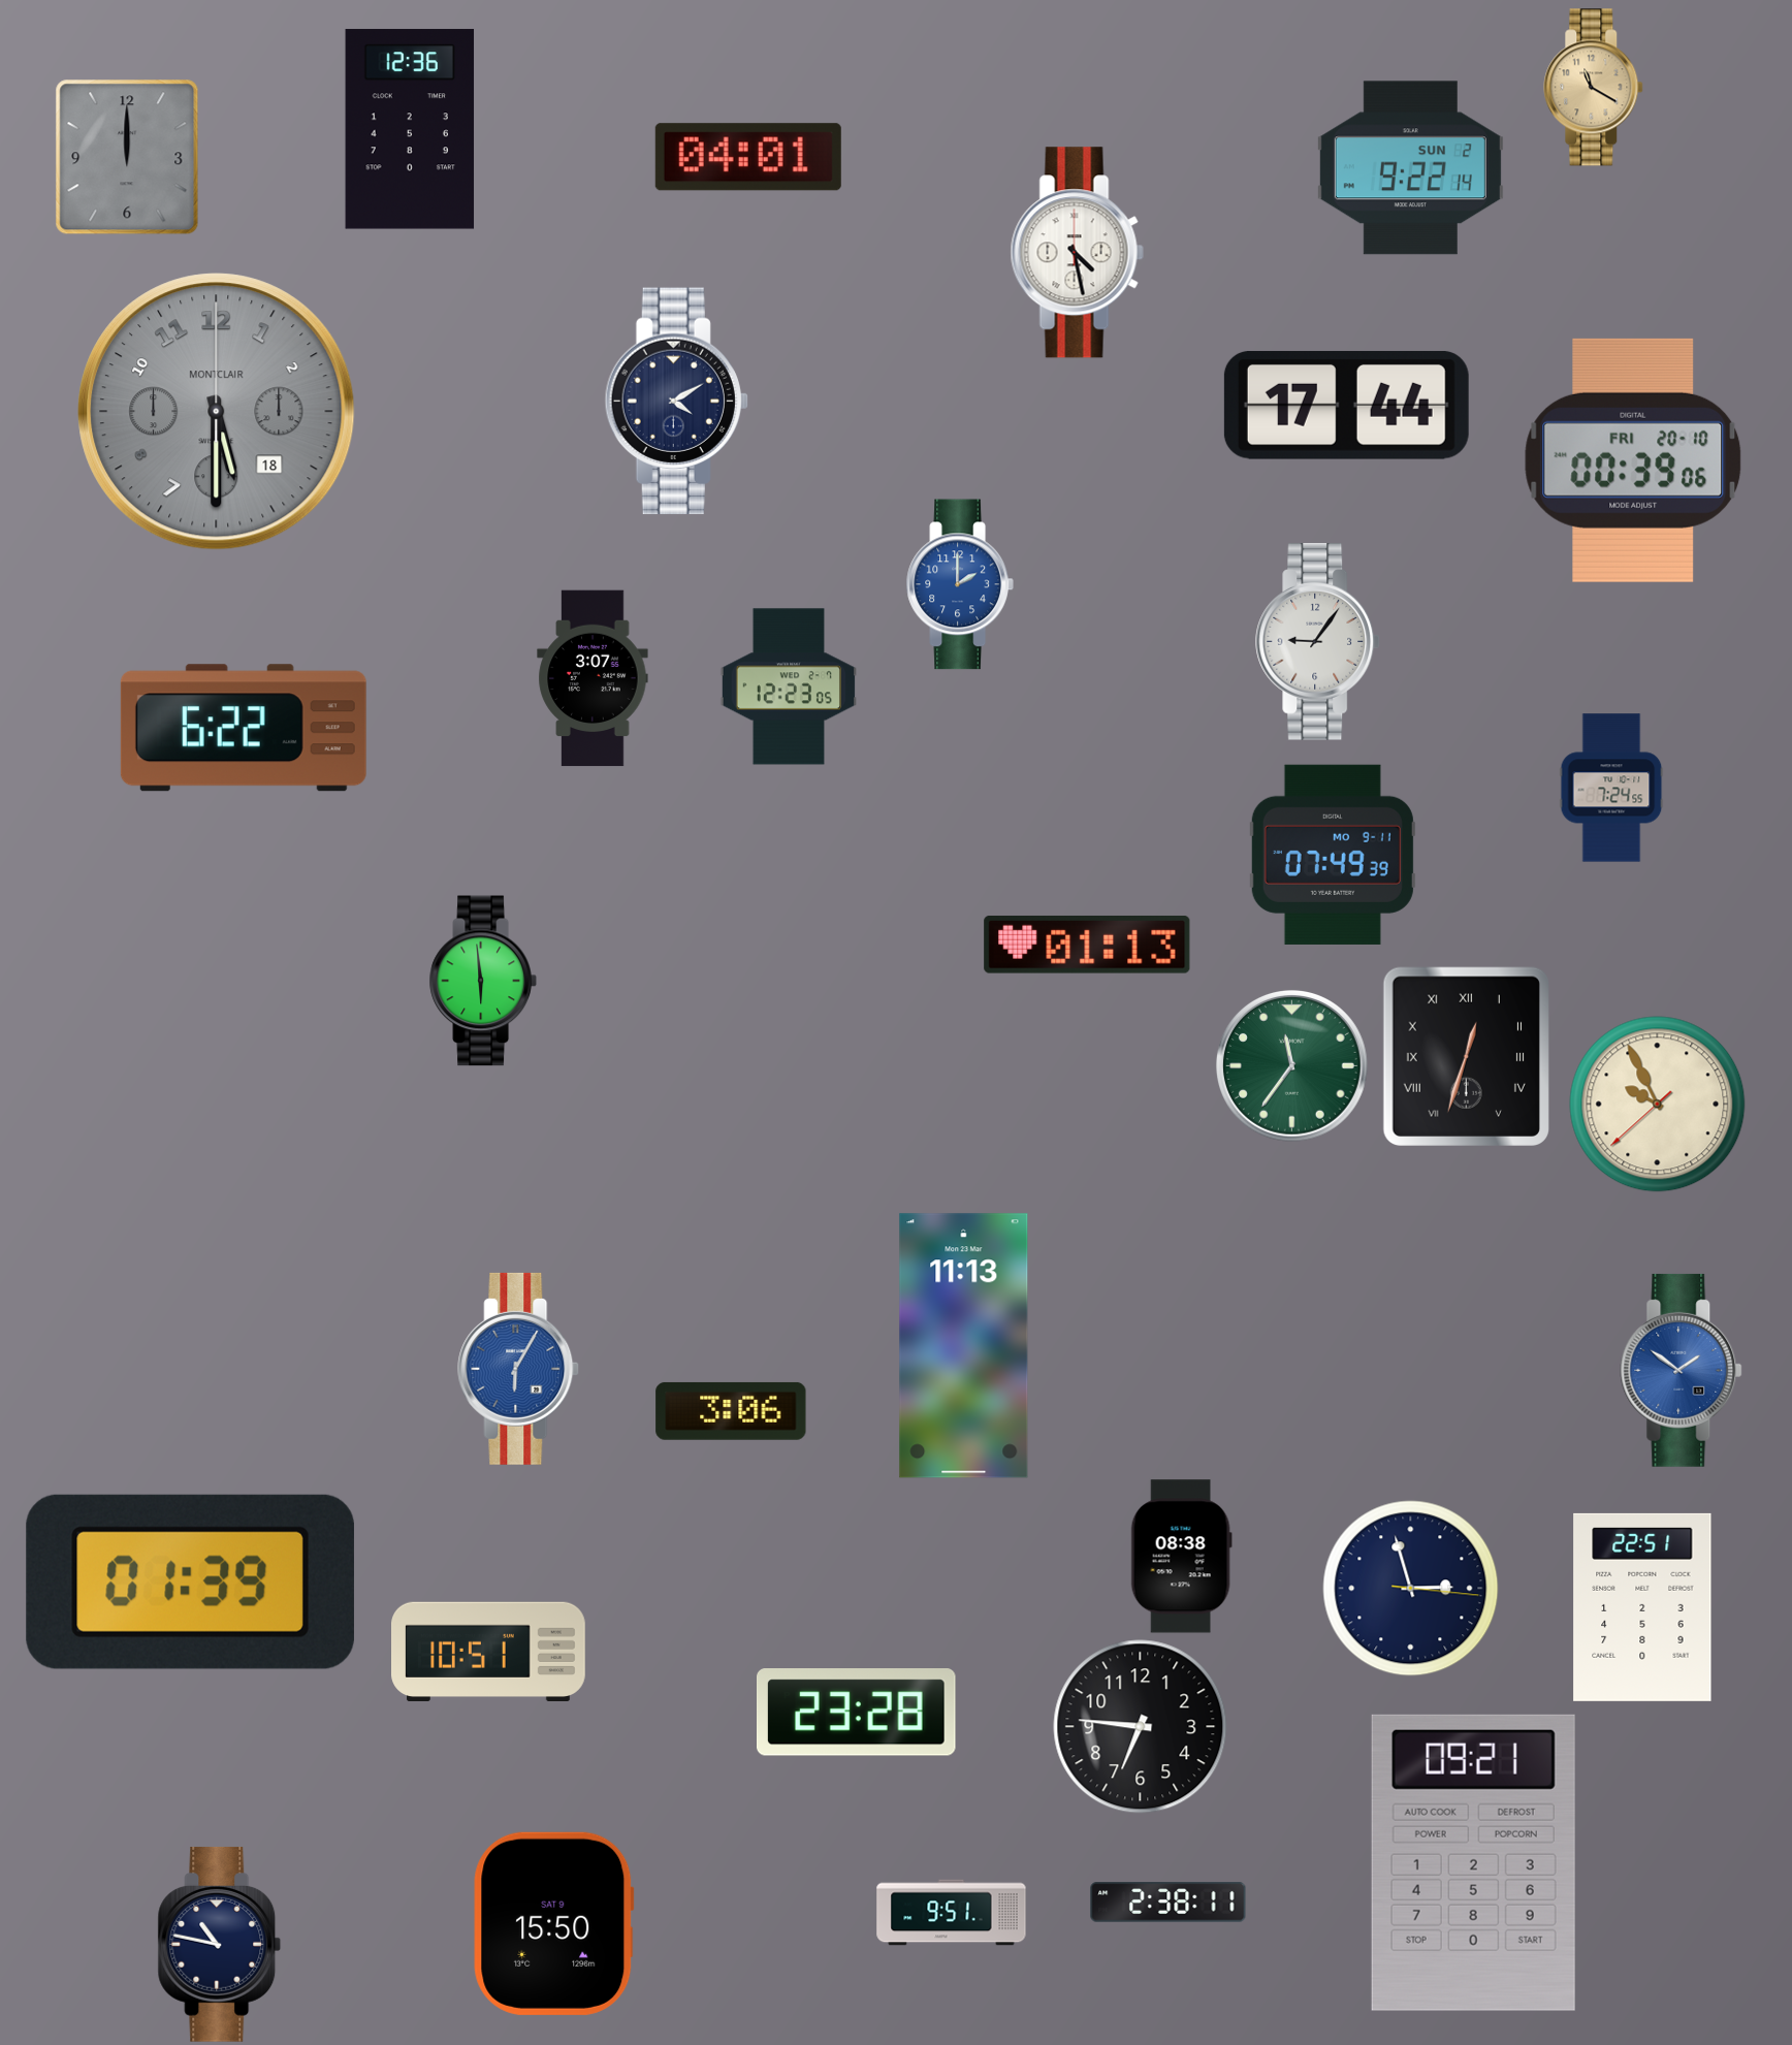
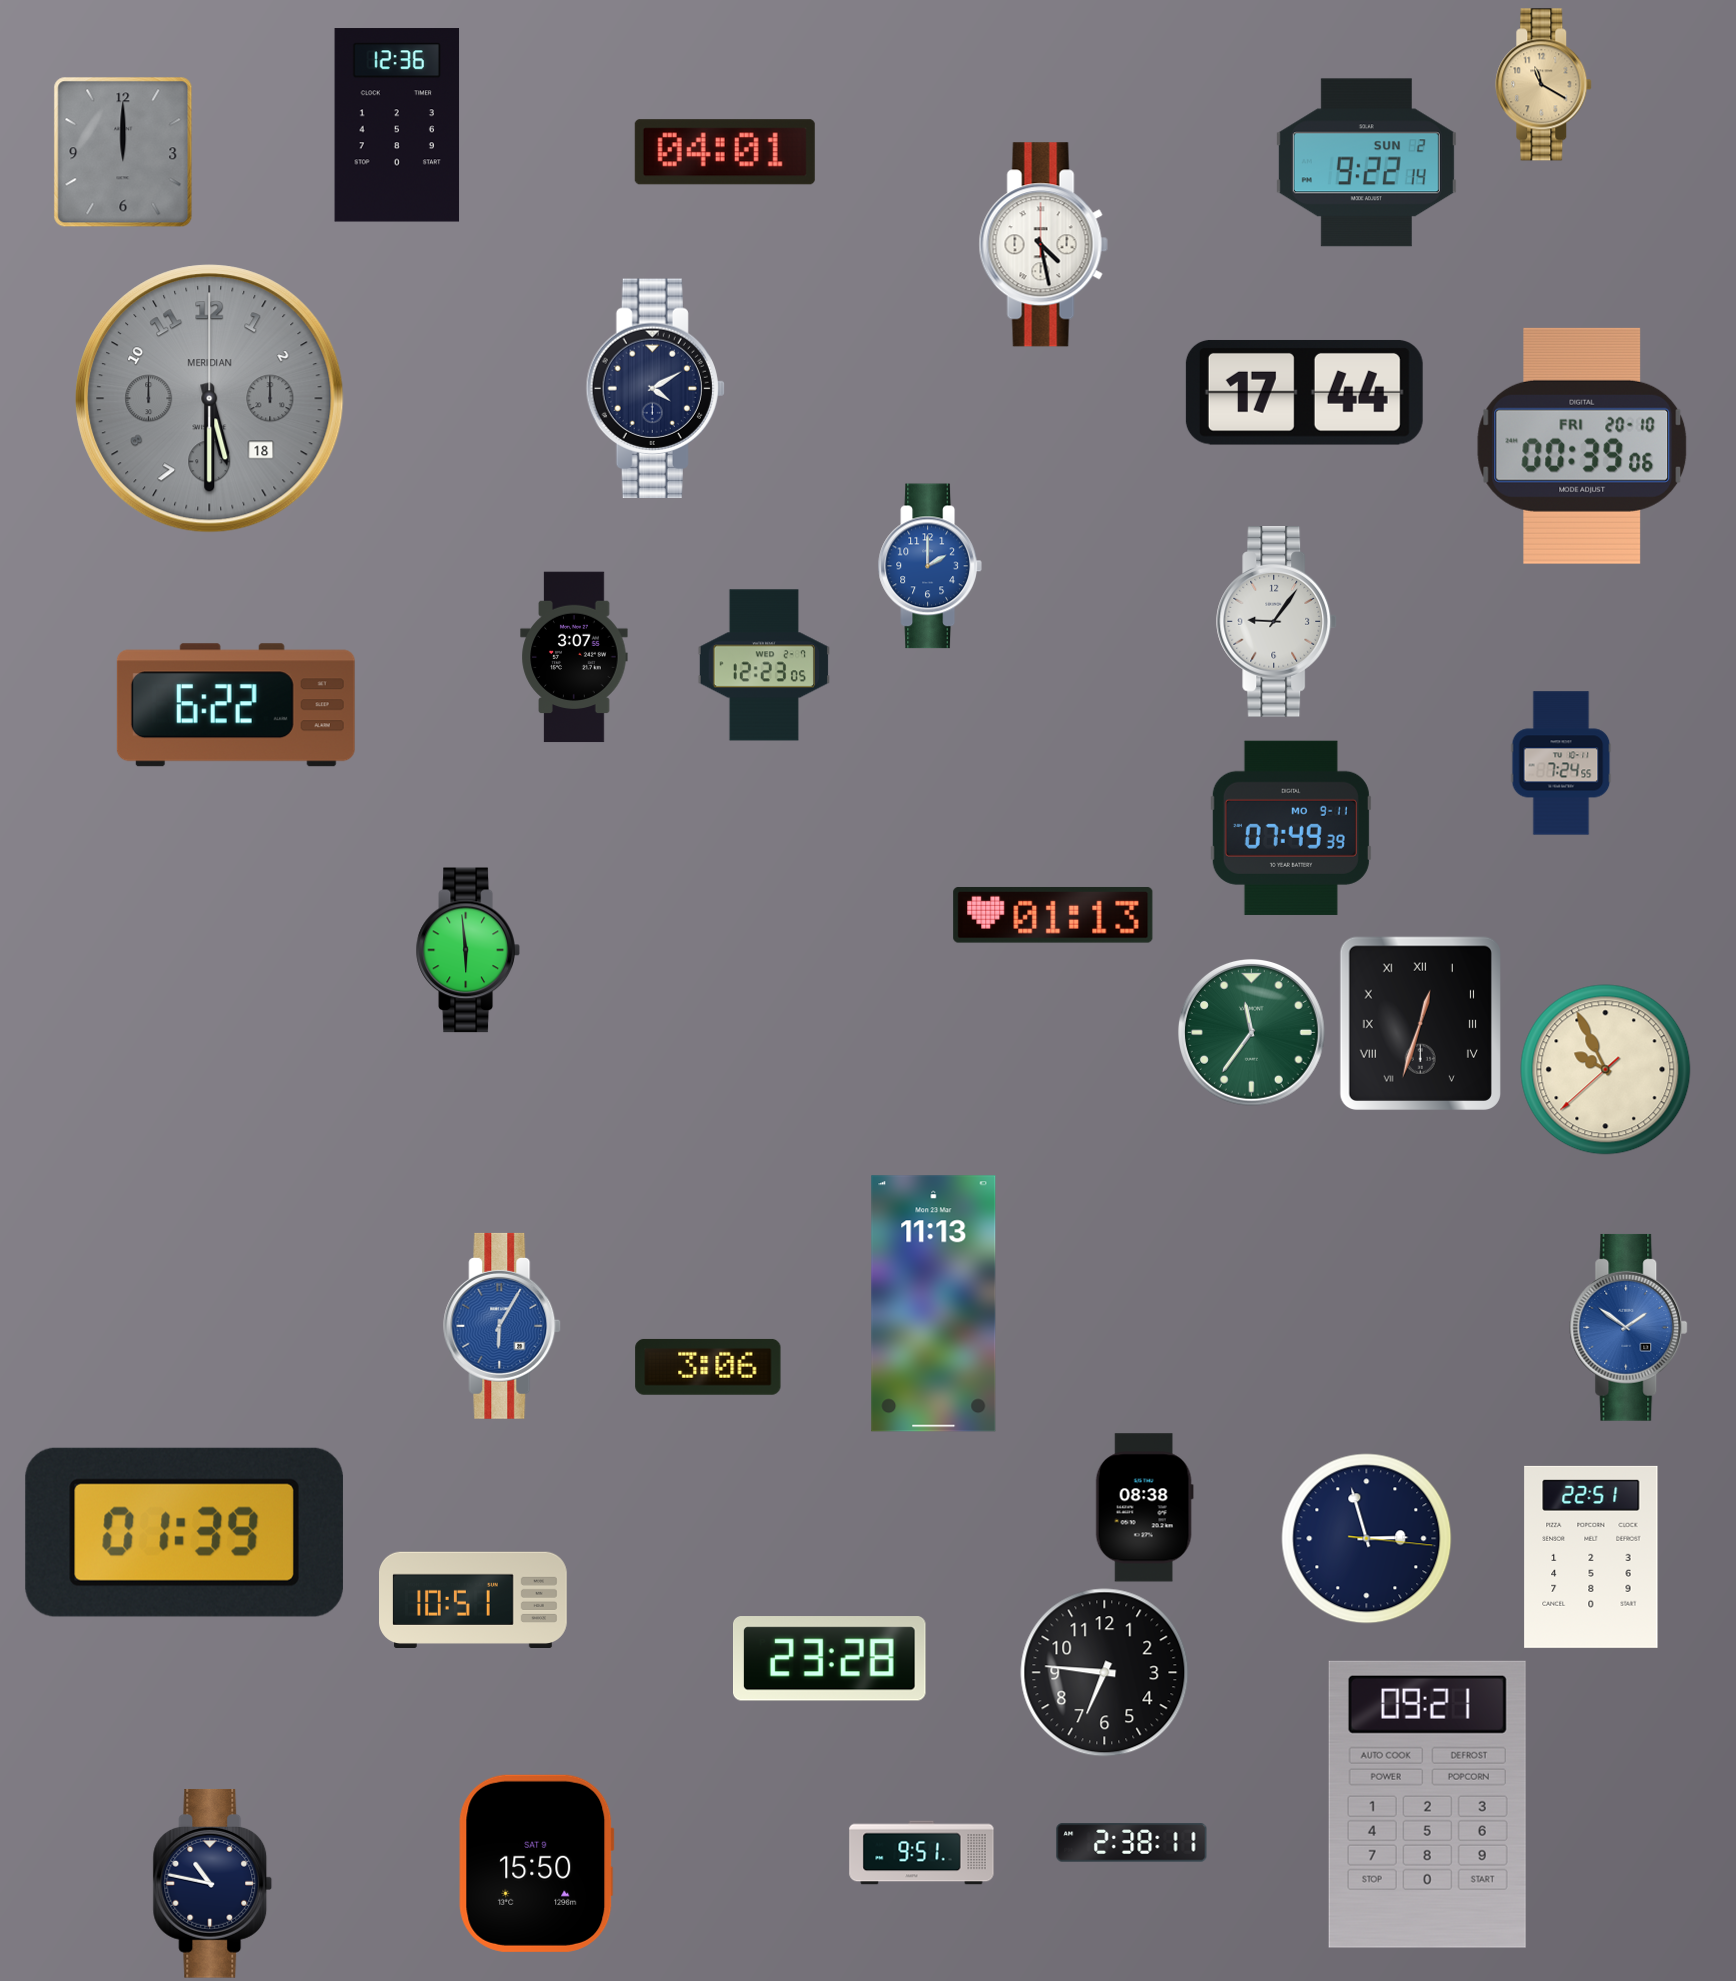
clock at (217, 412) brand: MONTCLAIR -> MERIDIAN
